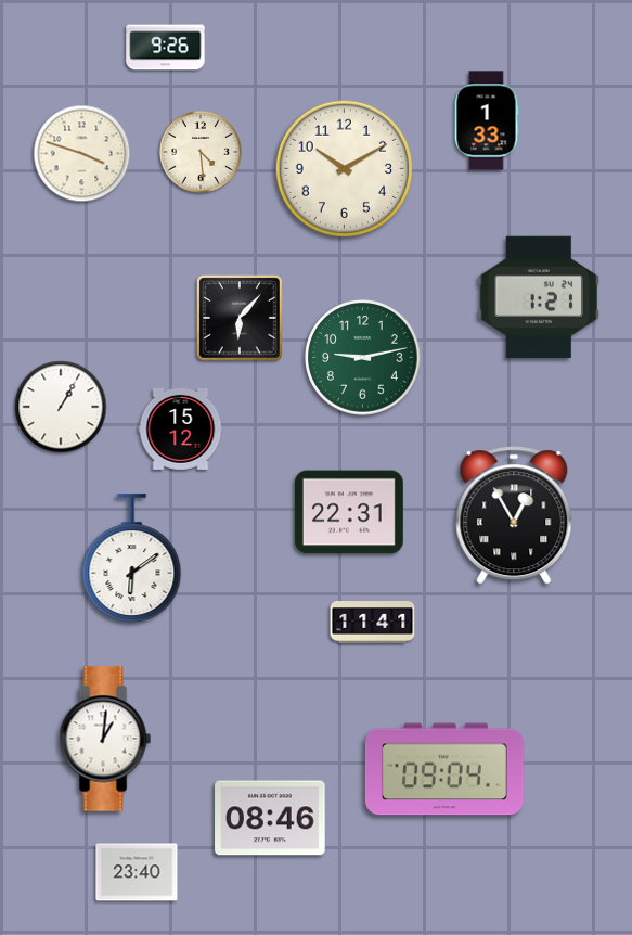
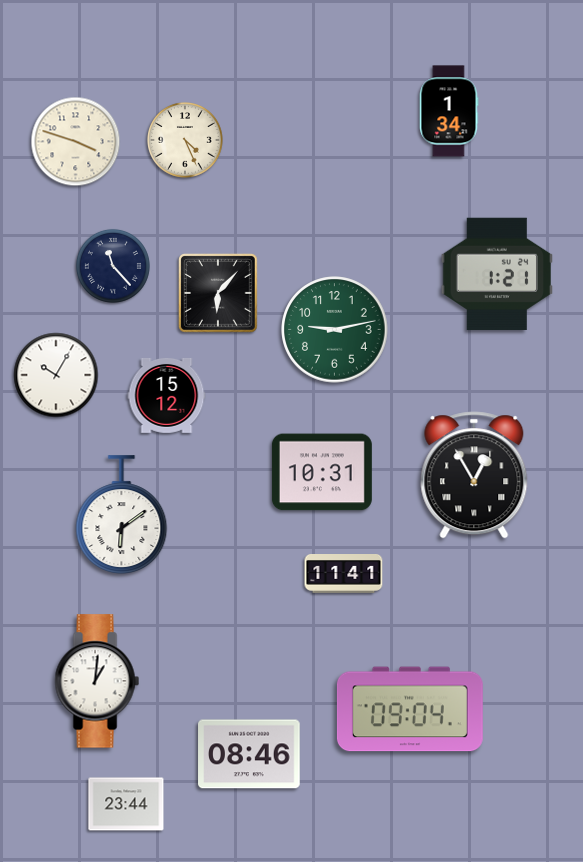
clock at (166, 48): 9:26 -> none
clock at (487, 120): 1:33 -> 1:34
clock at (202, 153): 4:29 -> 4:26
clock at (345, 169): 10:10 -> none
clock at (113, 266): none -> 11:23
clock at (241, 319) position: (241, 319) -> (219, 294)
clock at (61, 407): 1:05 -> 10:05
clock at (349, 512): 22:31 -> 10:31
clock at (137, 872): 23:40 -> 23:44
